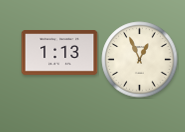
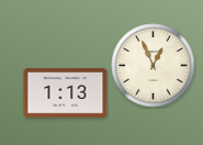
clock at (60, 53) position: (60, 53) -> (66, 93)
